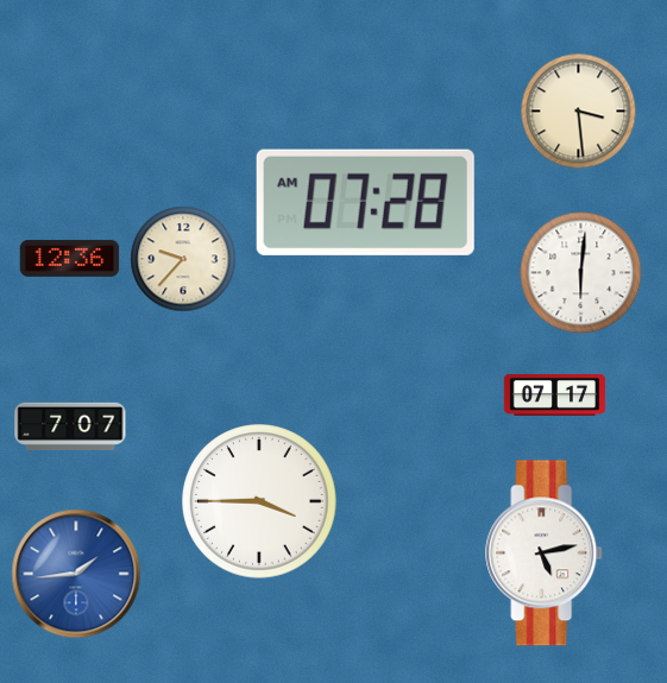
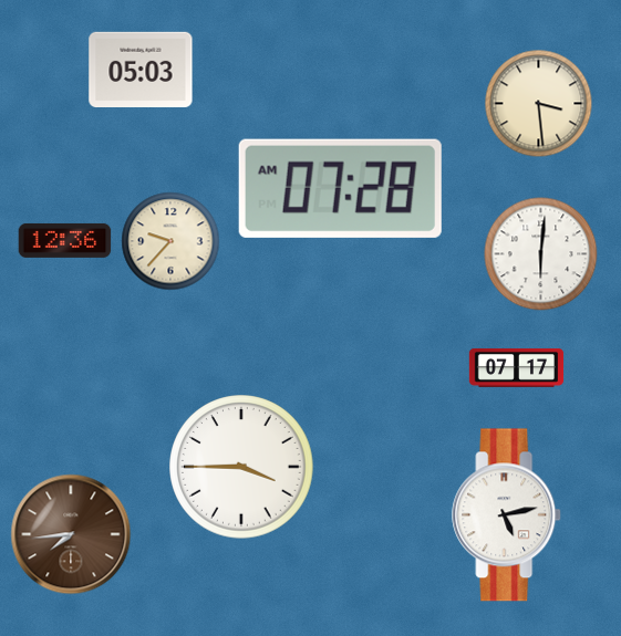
clock at (141, 69): none -> 05:03
clock at (70, 426): 7:07 -> none
clock at (76, 574): 1:44 -> 7:44
clock at (76, 574) dial: blue -> brown
